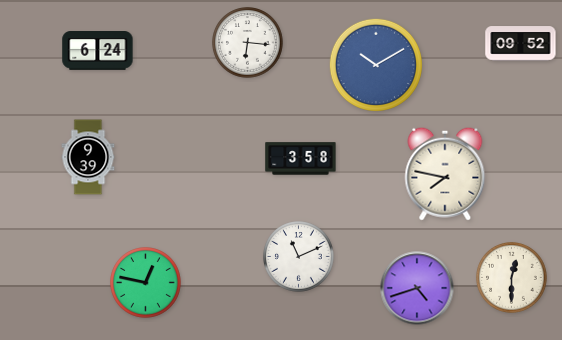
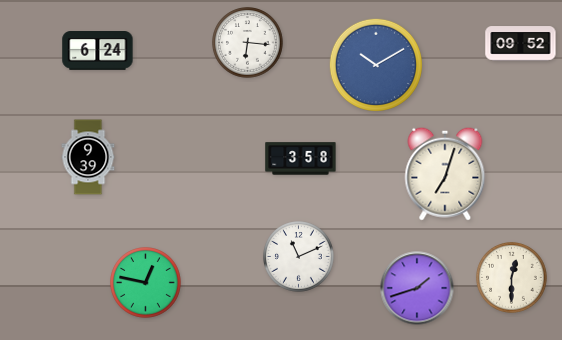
clock at (445, 174): 7:47 -> 7:03
clock at (417, 288): 4:42 -> 1:42
